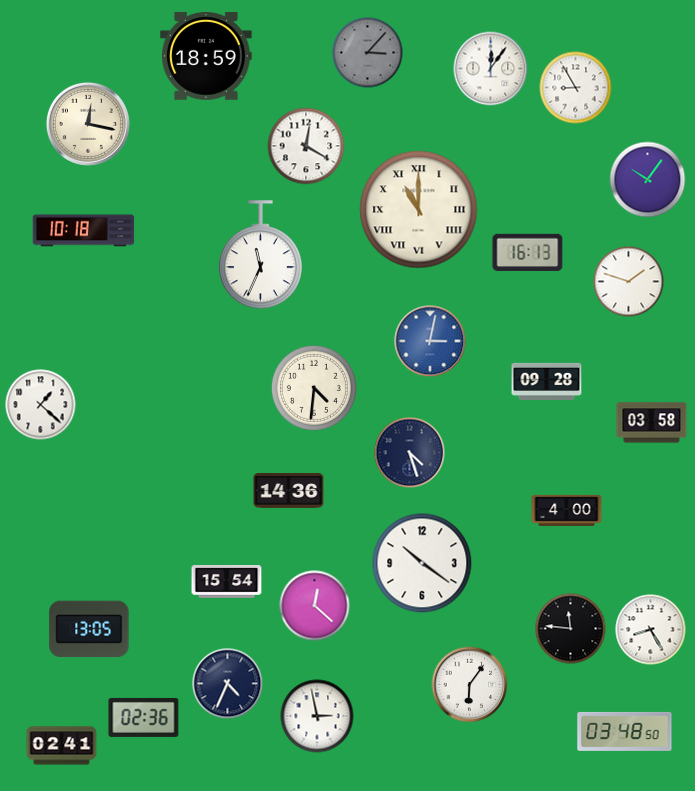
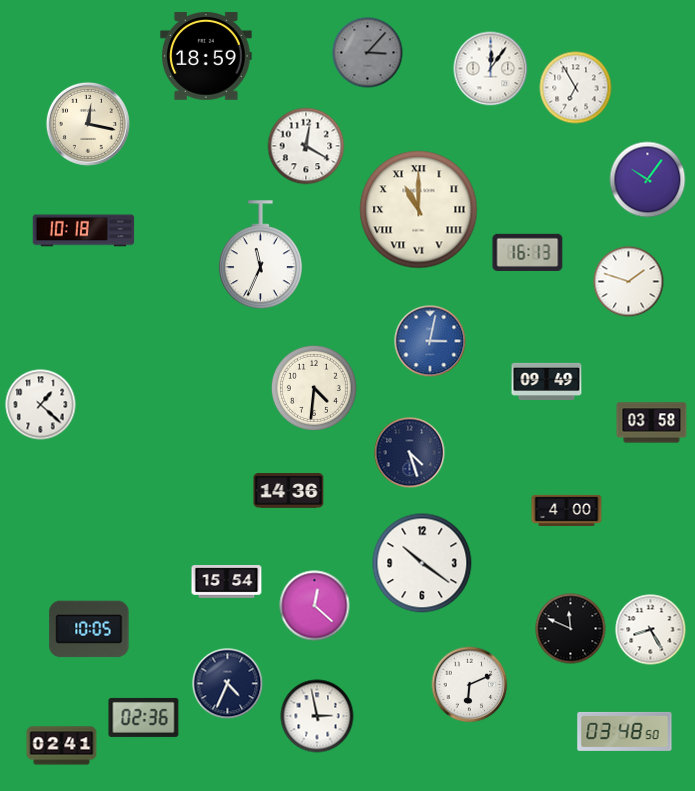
clock at (576, 88): 8:55 -> 6:55
clock at (547, 381): 09:28 -> 09:49
clock at (89, 629): 13:05 -> 10:05
clock at (571, 629): 11:46 -> 11:49
clock at (470, 685): 6:06 -> 6:11
